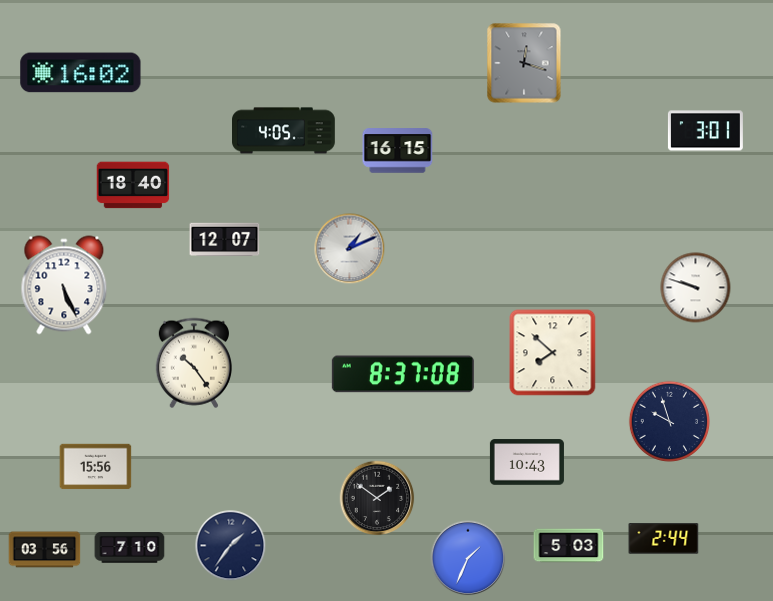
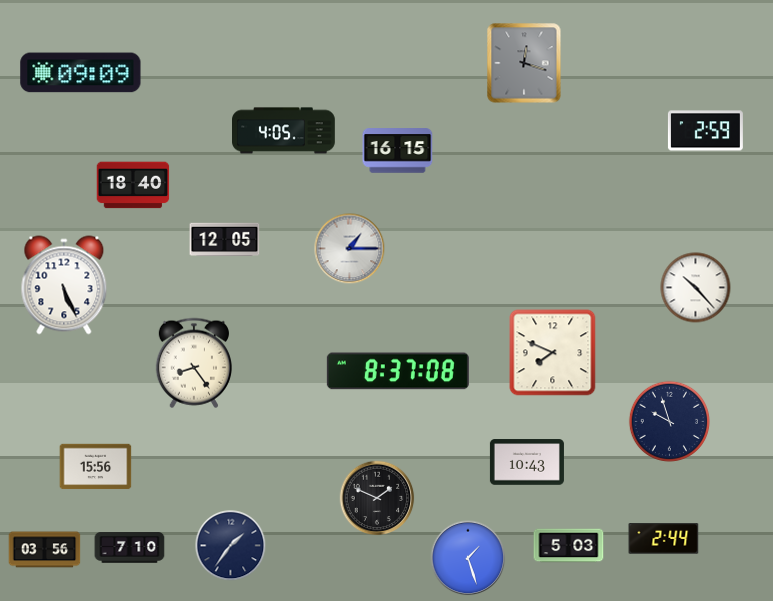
clock at (81, 73): 16:02 -> 09:09
clock at (705, 131): 3:01 -> 2:59
clock at (225, 240): 12:07 -> 12:05
clock at (350, 249): 1:11 -> 1:15
clock at (696, 288): 9:48 -> 10:23
clock at (553, 353): 7:52 -> 7:49
clock at (193, 363): 10:24 -> 8:24
clock at (403, 374) position: (403, 374) -> (398, 371)
clock at (377, 498): 1:51 -> 1:49
clock at (468, 558): 1:34 -> 1:27
